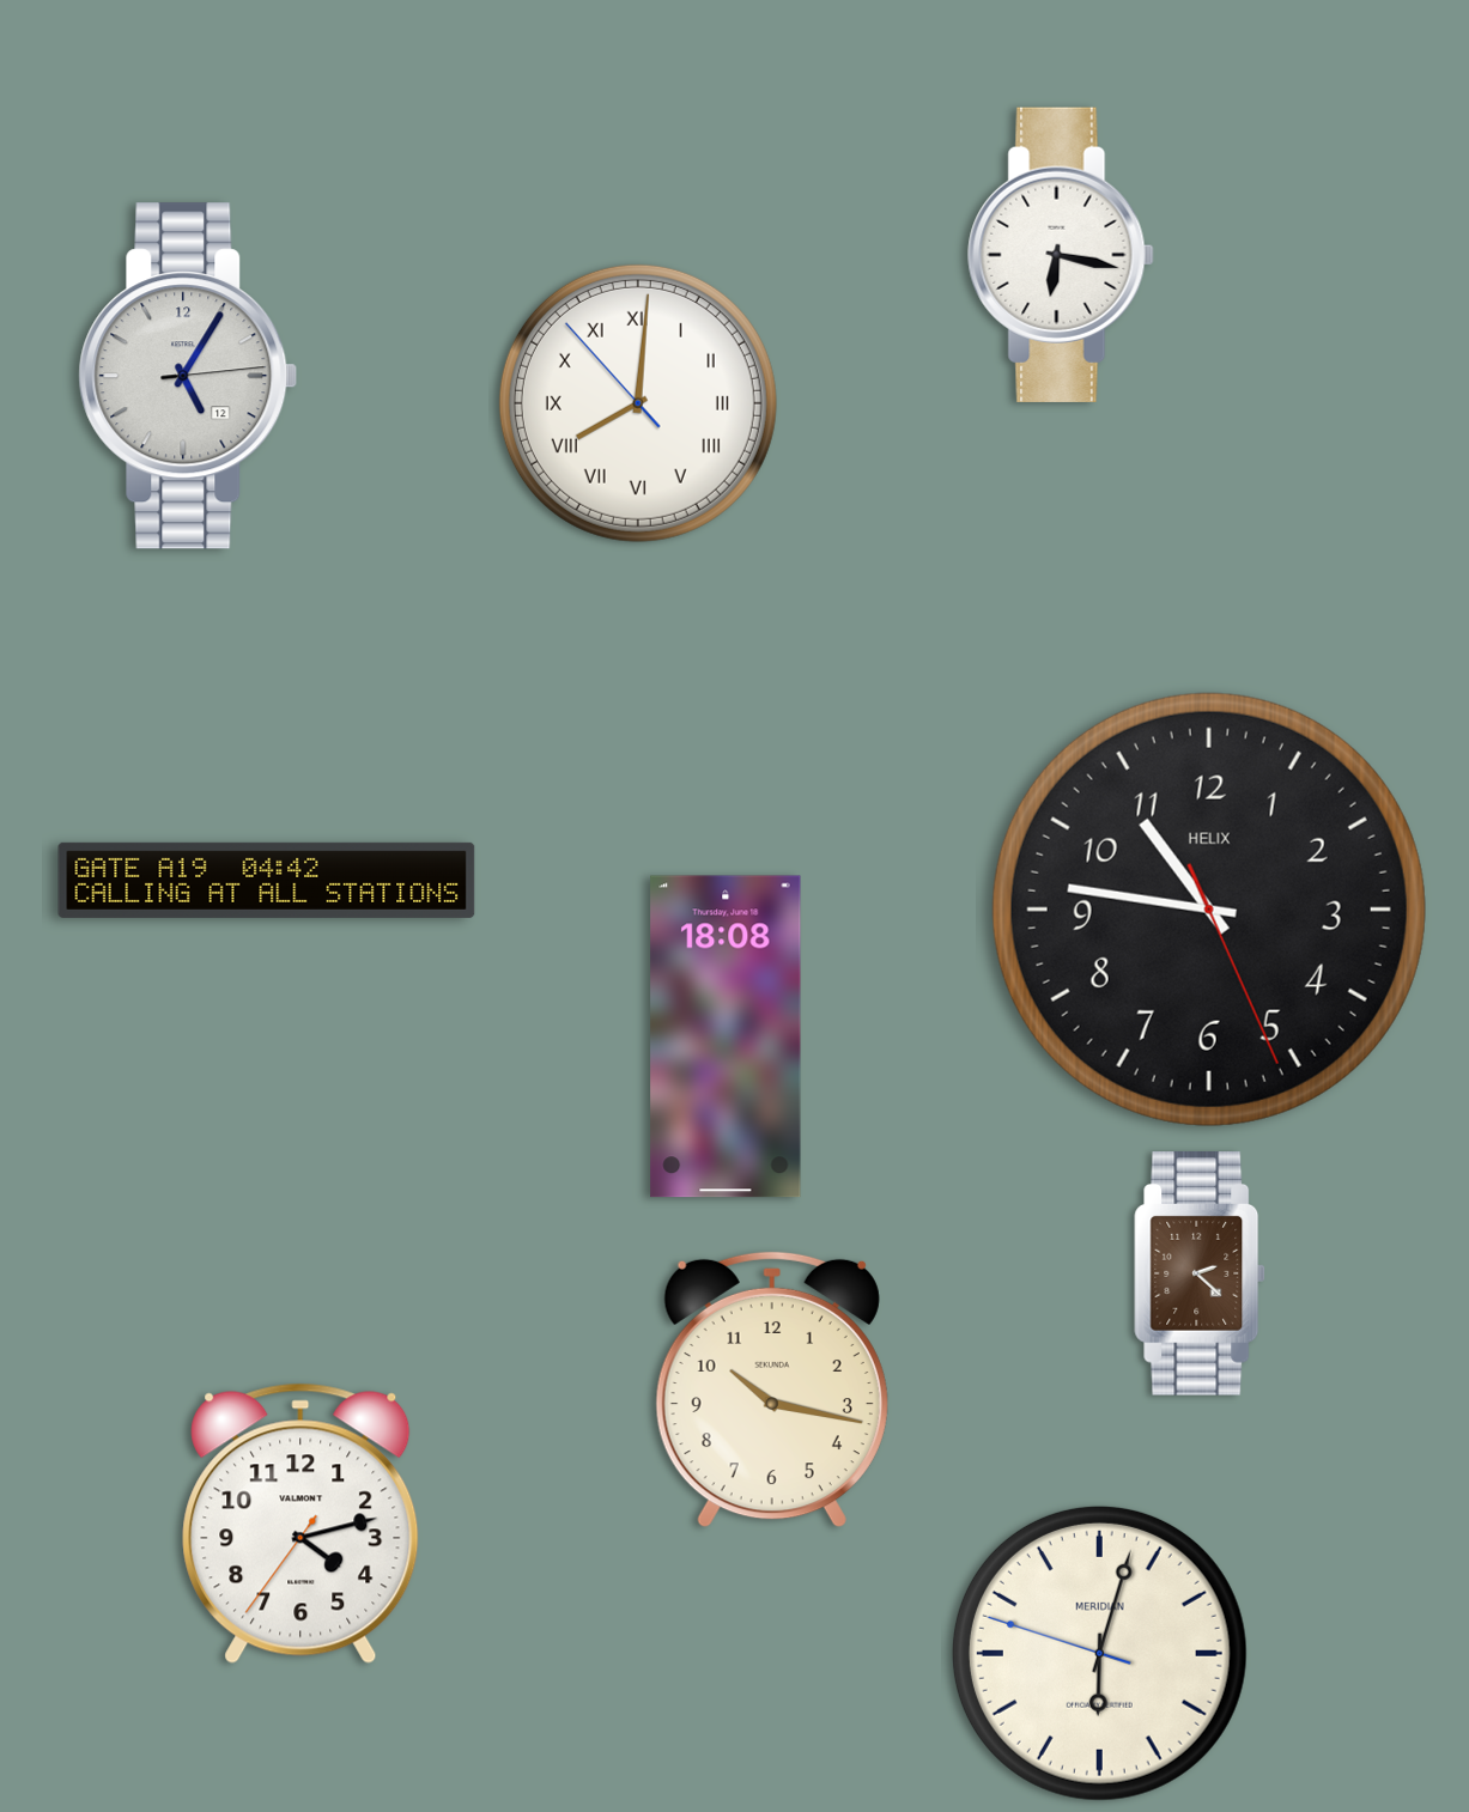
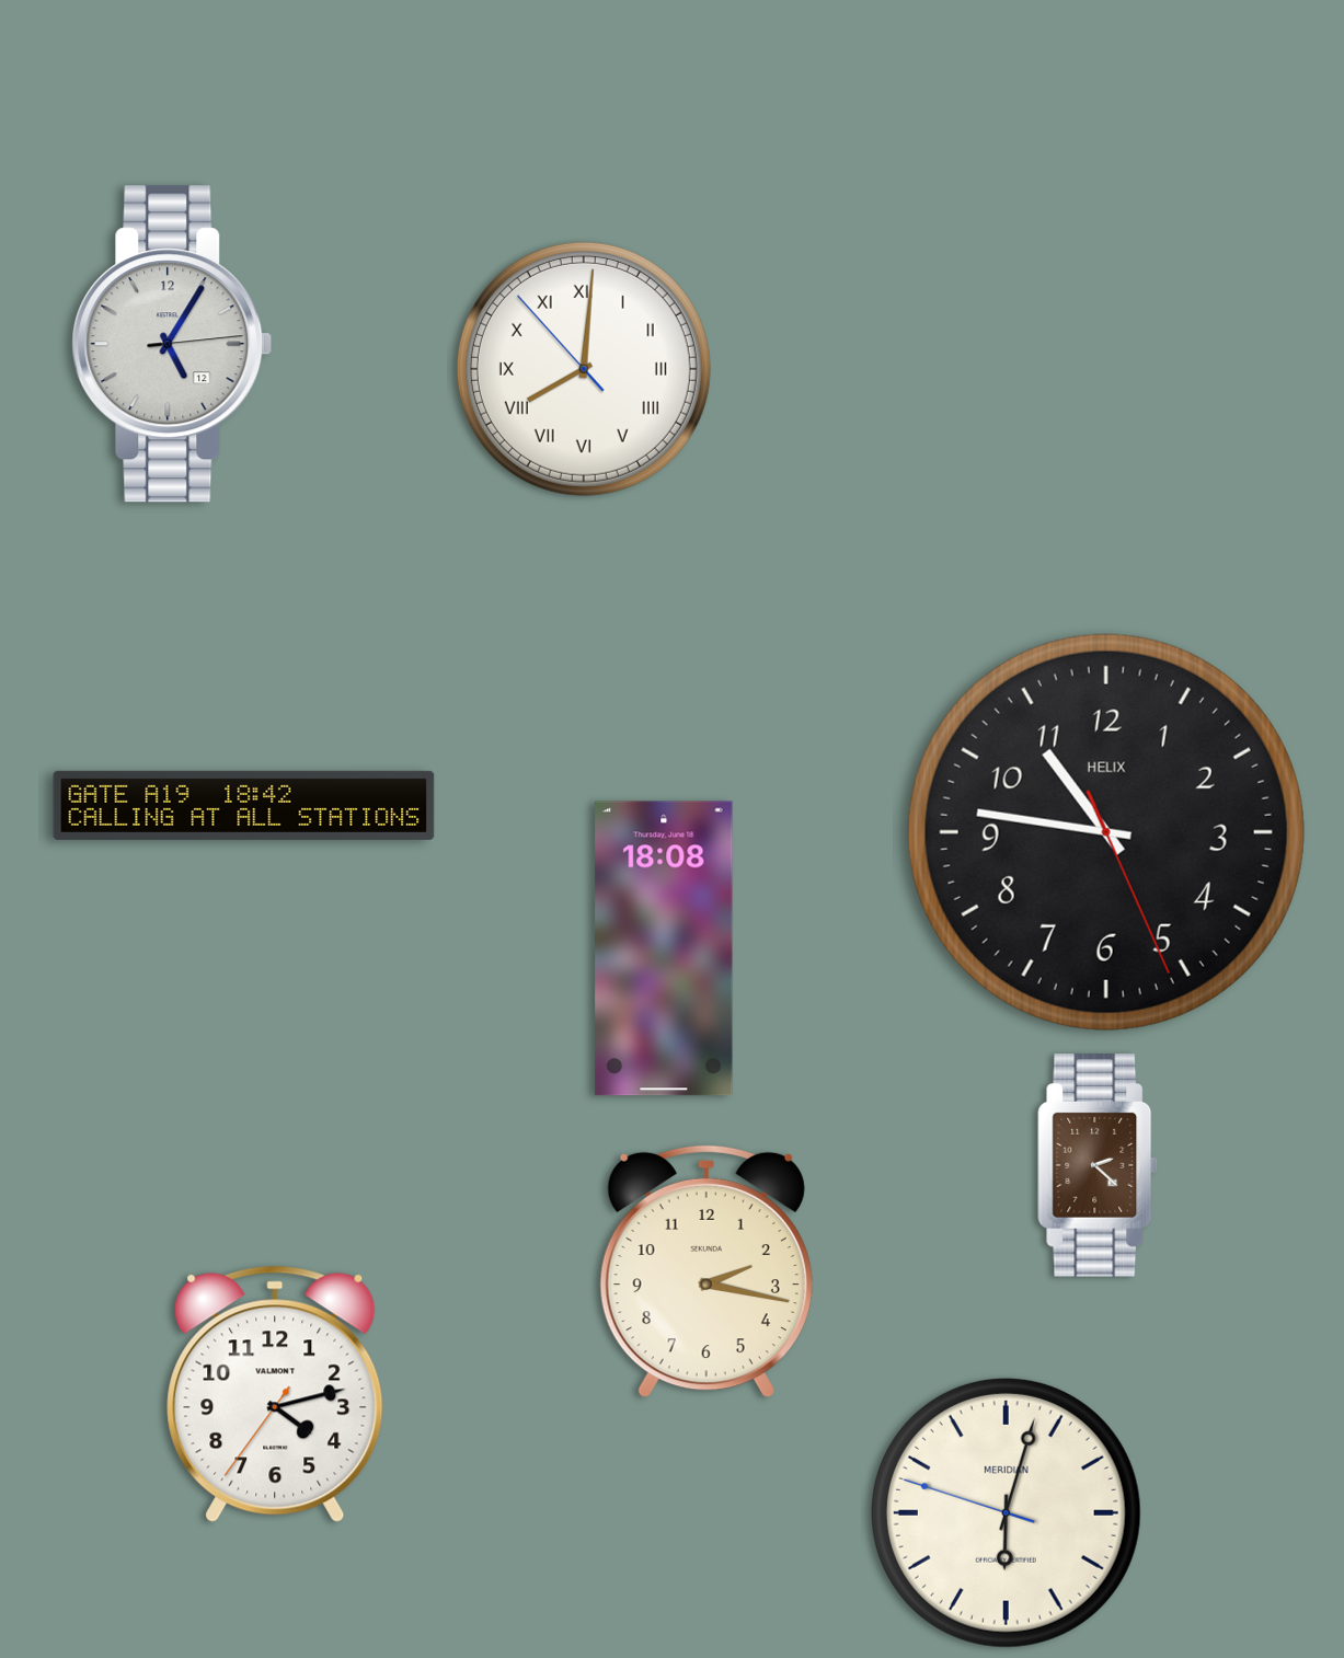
clock at (1061, 255): 6:17 -> none
clock at (267, 880): 04:42 -> 18:42
clock at (772, 1390): 10:17 -> 2:17
